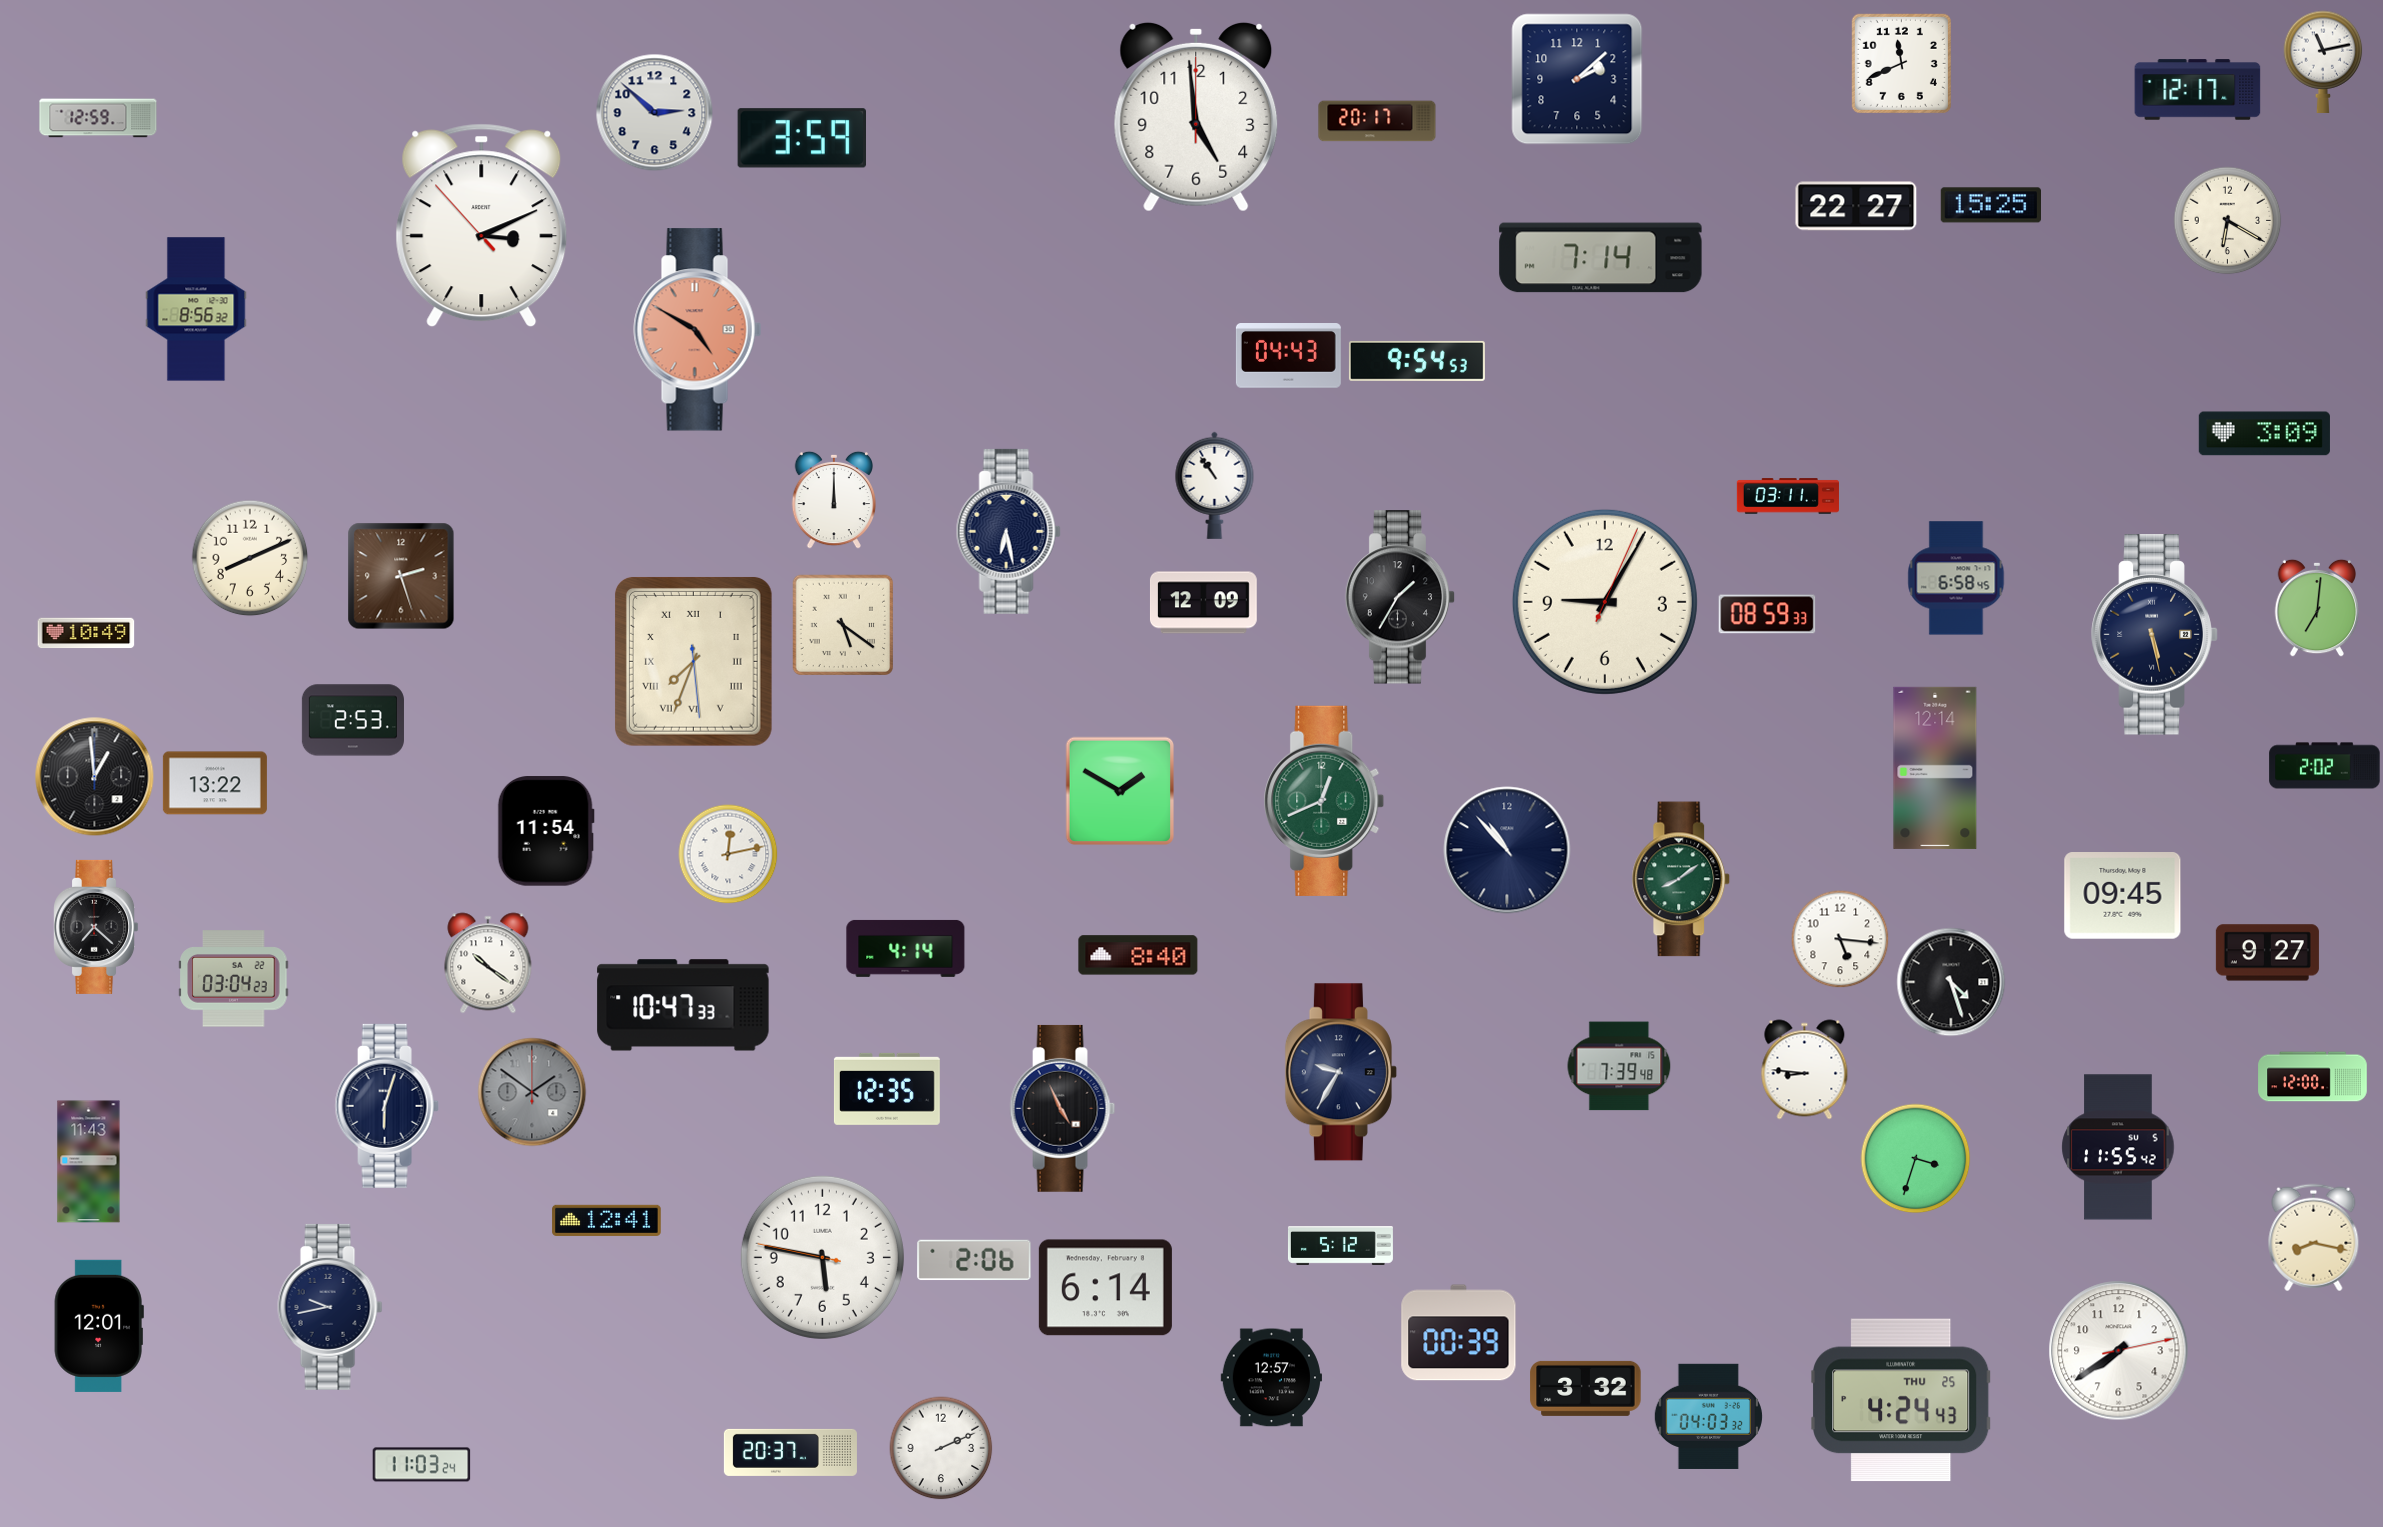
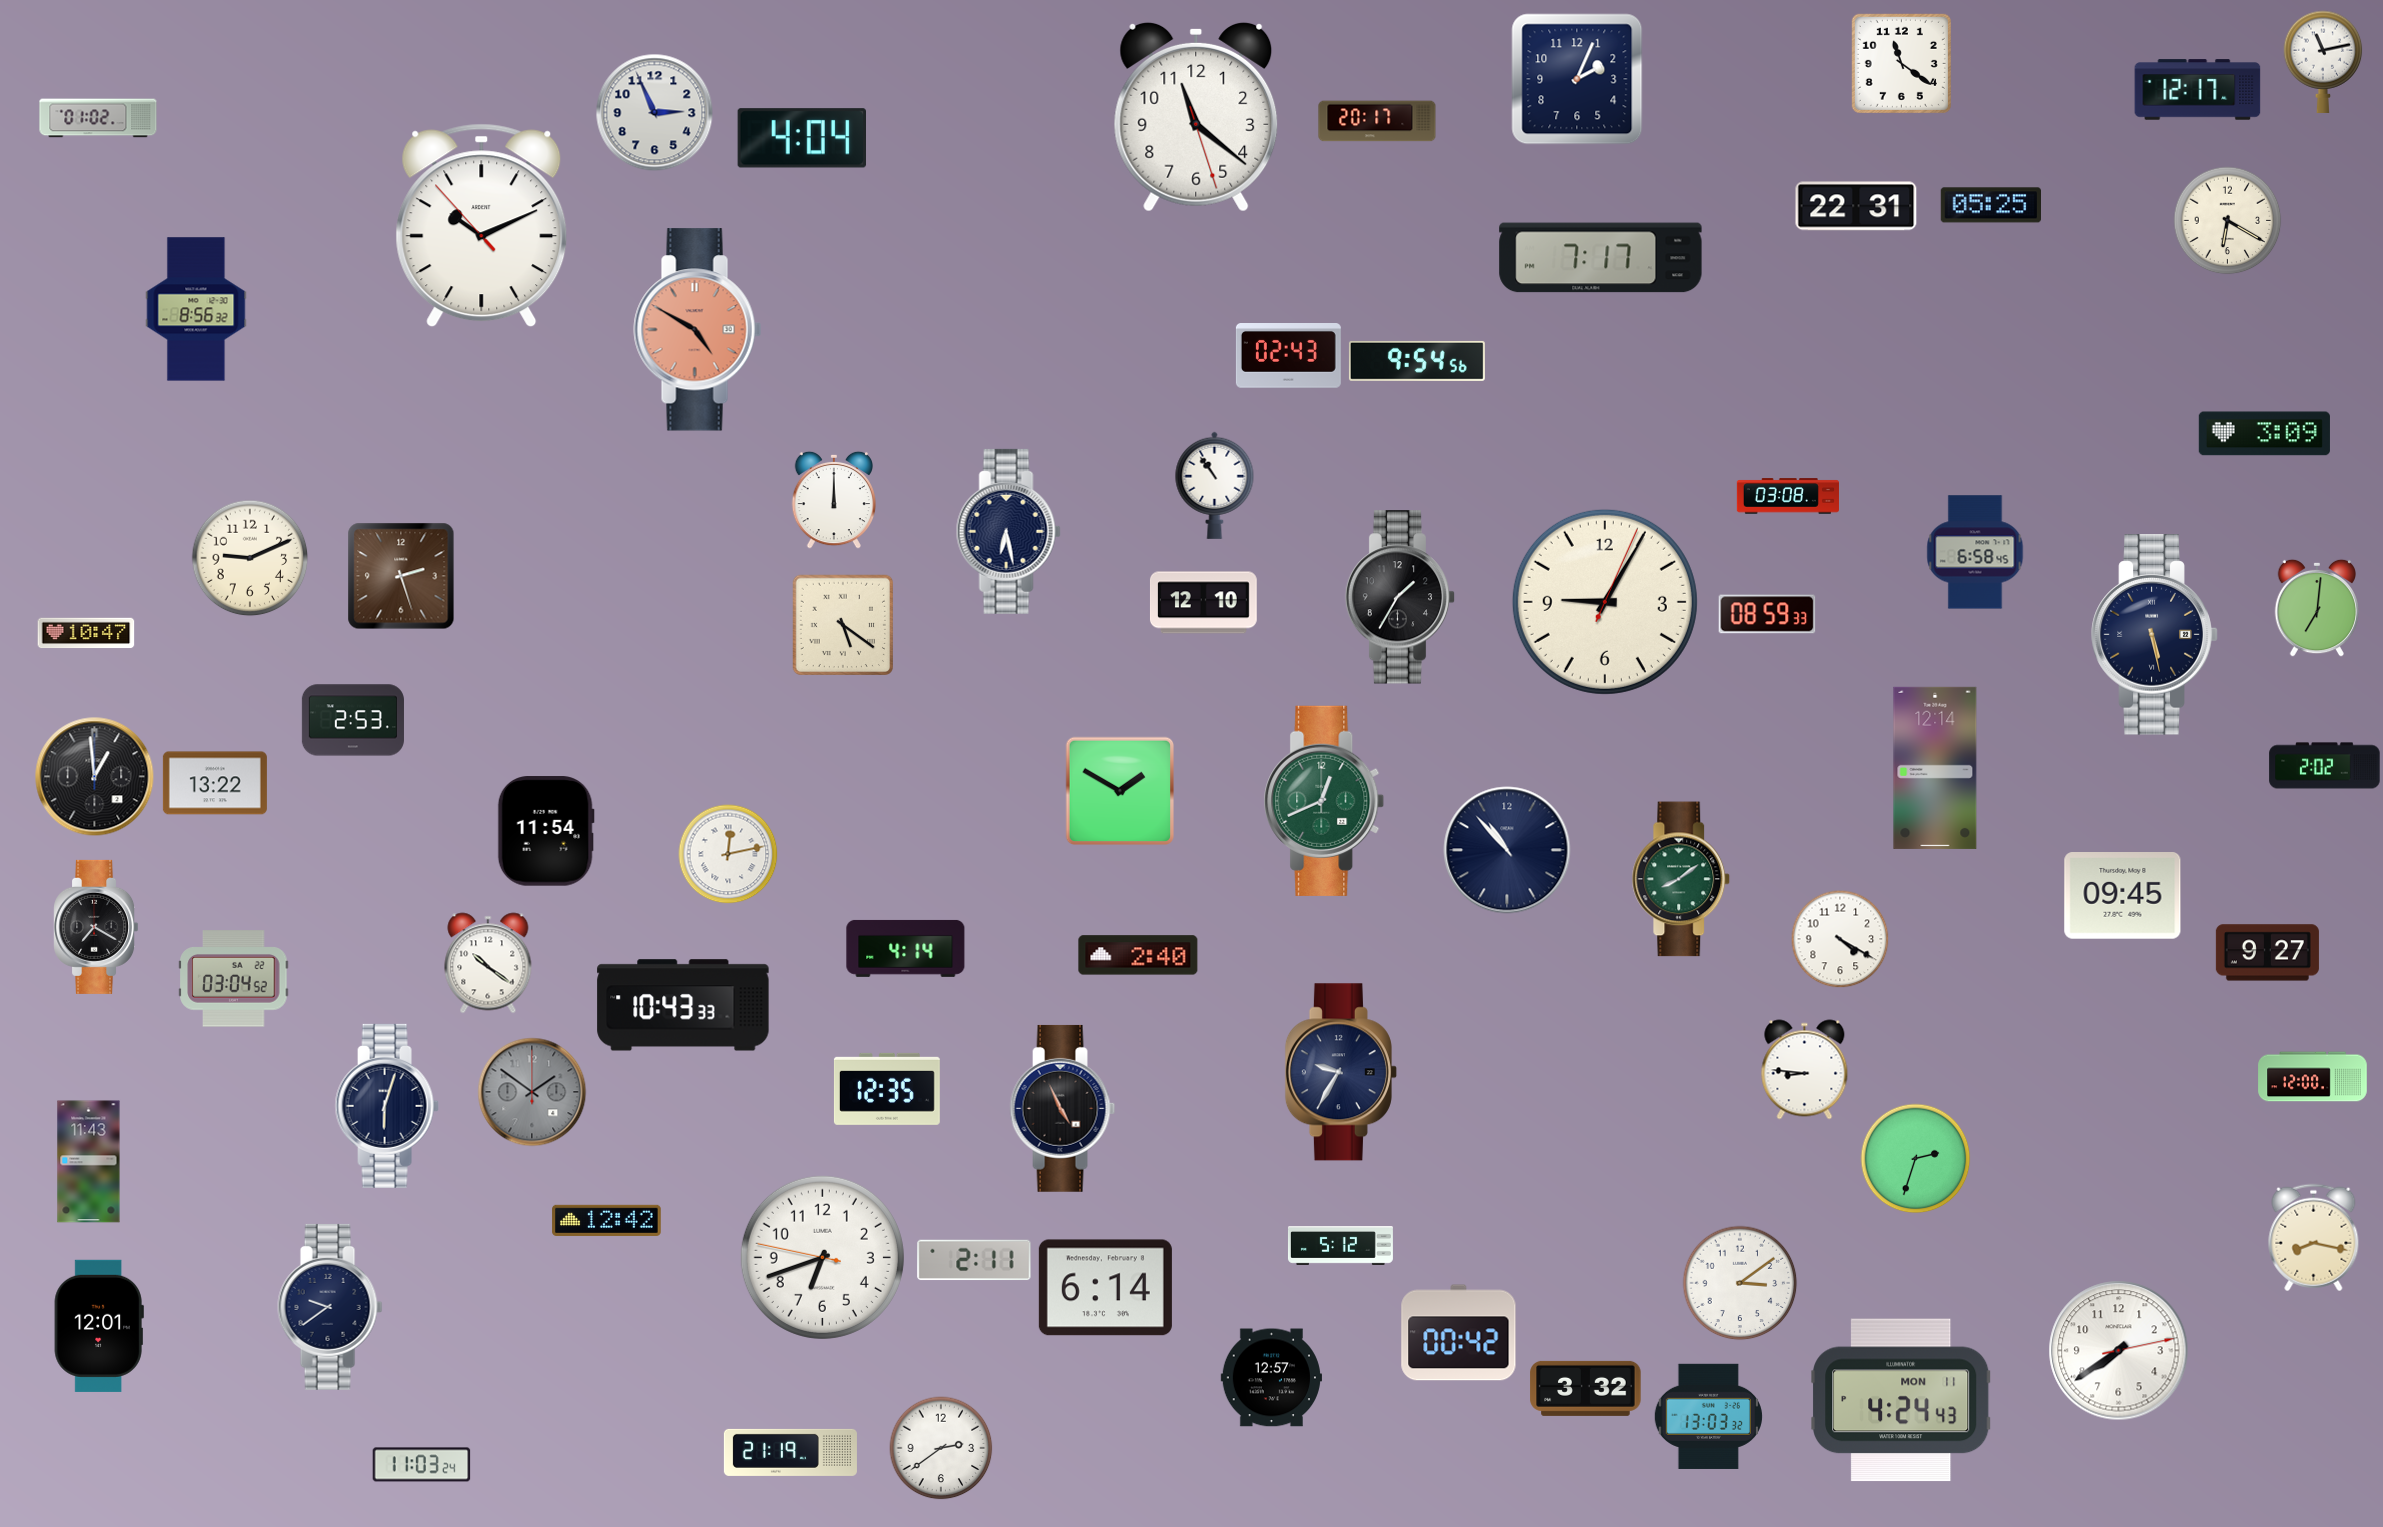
clock at (1901, 63): 11:41 -> 11:21
clock at (1577, 79): 2:08 -> 2:04
clock at (655, 113): 2:52 -> 2:56
clock at (1196, 117): 4:59 -> 11:21
clock at (98, 118): 12:59 -> 01:02
clock at (801, 138): 3:59 -> 4:04
clock at (1990, 205): 15:25 -> 05:25
clock at (1856, 206): 22:27 -> 22:31
clock at (482, 226): 3:10 -> 10:10
clock at (1601, 258): 7:14 -> 7:17
clock at (1288, 356): 04:43 -> 02:43
clock at (1417, 361): 9:54:53 -> 9:54:56
clock at (1788, 496): 03:11 -> 03:08
clock at (250, 558): 8:11 -> 9:11
clock at (1956, 578) position: (1956, 578) -> (1975, 552)
clock at (1203, 603): 12:09 -> 12:10
clock at (86, 633): 10:49 -> 10:47
clock at (693, 661): 7:33 -> none
clock at (96, 927): 7:22 -> 7:20
clock at (1840, 939): 5:16 -> 4:20
clock at (1138, 955): 8:40 -> 2:40
clock at (234, 979): 03:04:23 -> 03:04:52
clock at (1951, 982): 4:27 -> none
clock at (683, 1005): 10:47 -> 10:43
clock at (1619, 1066): 7:39 -> none
clock at (2118, 1147): 11:55 -> none
clock at (1916, 1159): 3:33 -> 2:33
clock at (607, 1220): 12:41 -> 12:42
clock at (822, 1257): 5:46 -> 6:41
clock at (974, 1260): 2:06 -> 2:11
clock at (1740, 1283): none -> 3:09
clock at (330, 1307): 9:43 -> 9:39
clock at (1459, 1333): 00:39 -> 00:42
clock at (1902, 1400) date: THU 25 -> MON 11
clock at (1708, 1416): 04:03 -> 13:03
clock at (941, 1448): 2:11 -> 2:39
clock at (790, 1452): 20:37 -> 21:19
